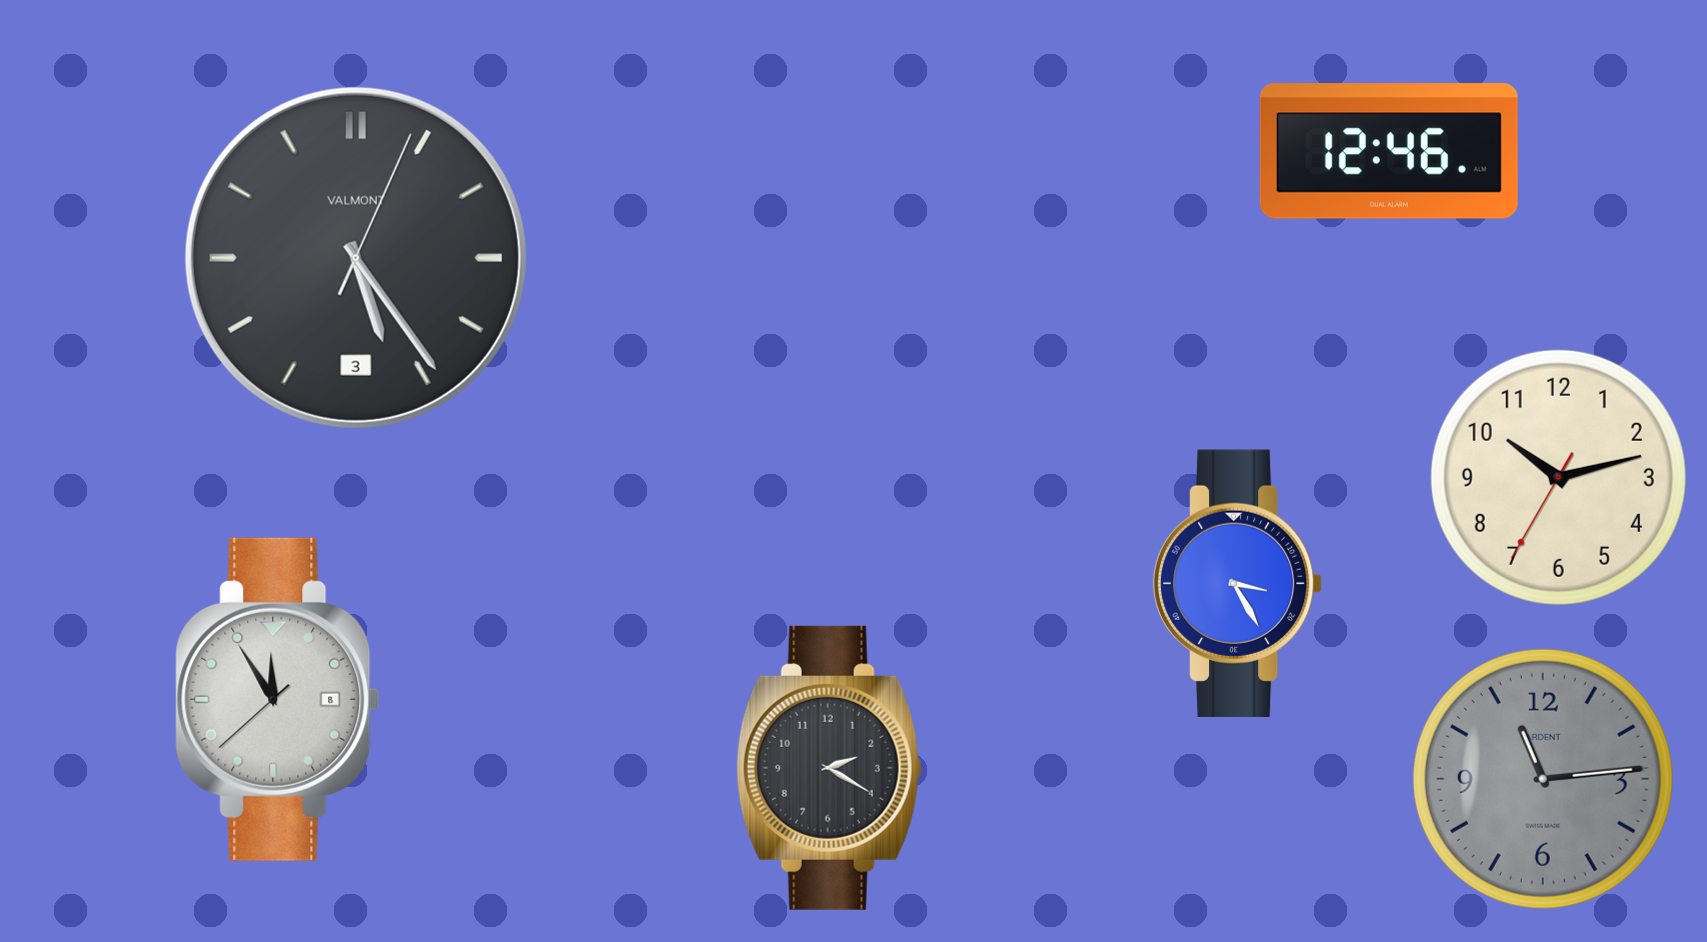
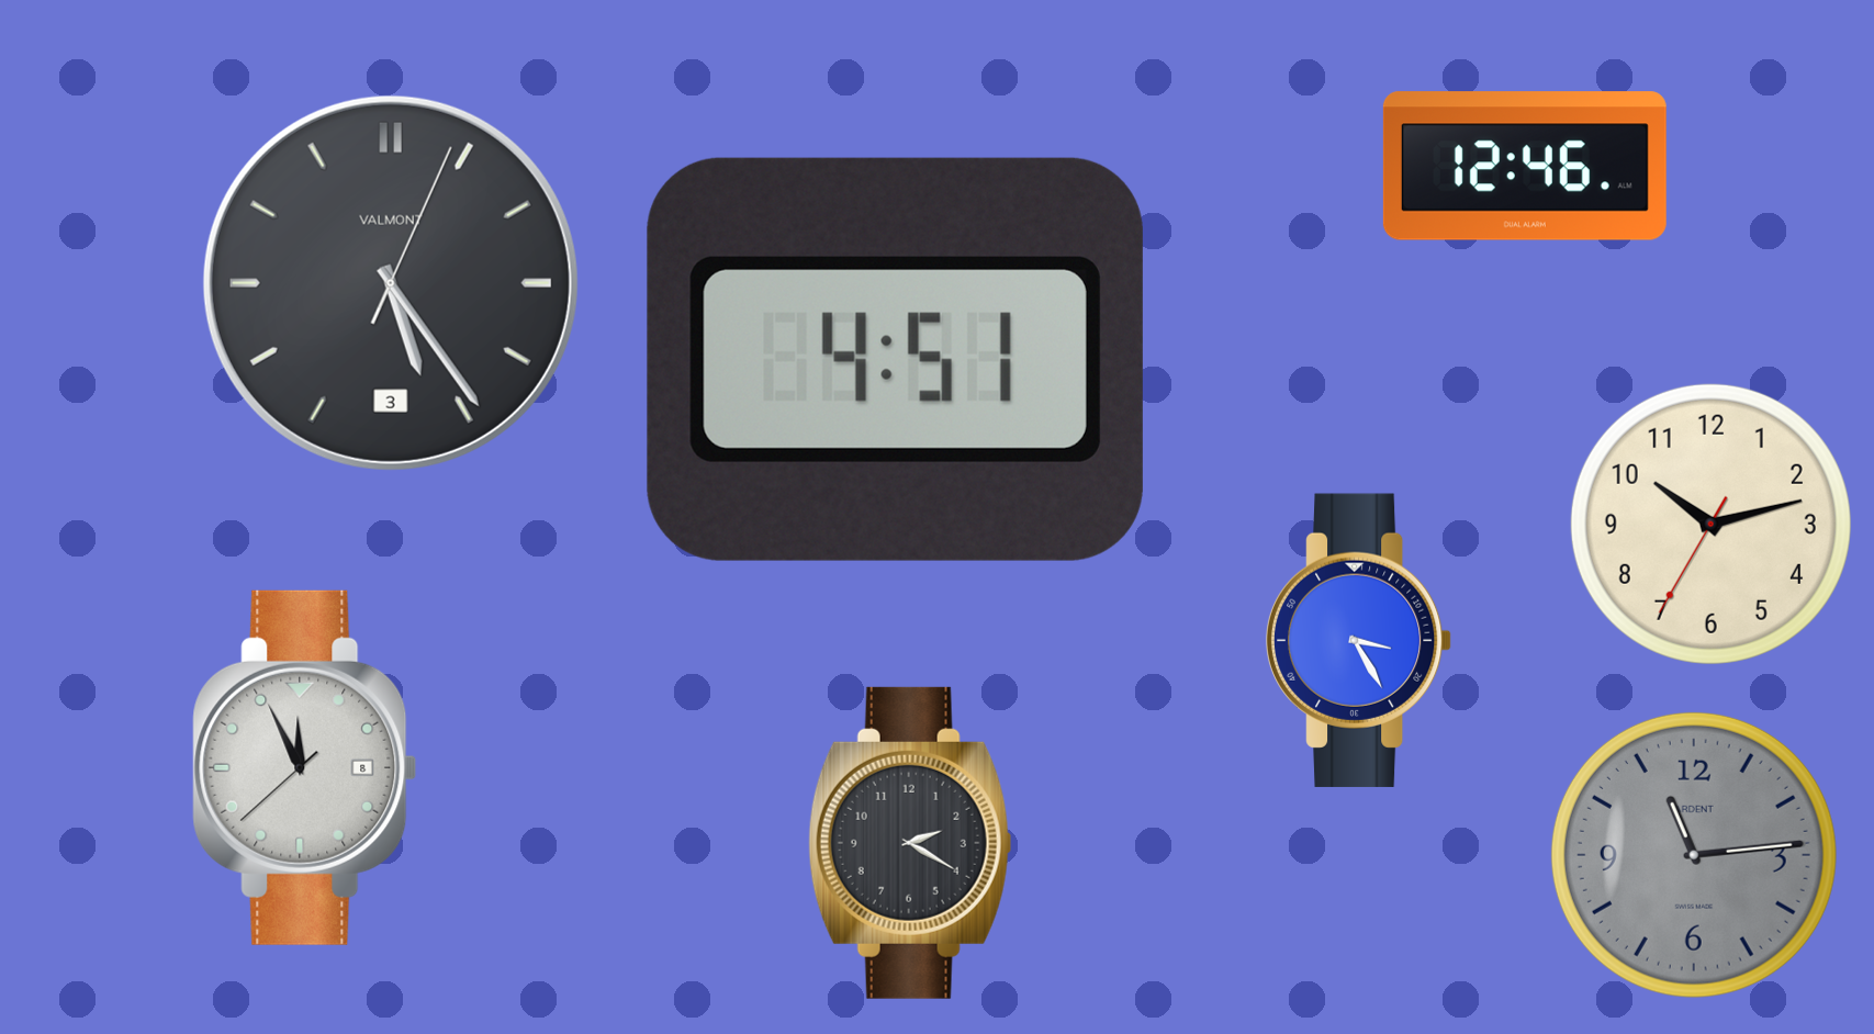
clock at (895, 359): none -> 4:51
clock at (278, 699): 11:54 -> 11:55
